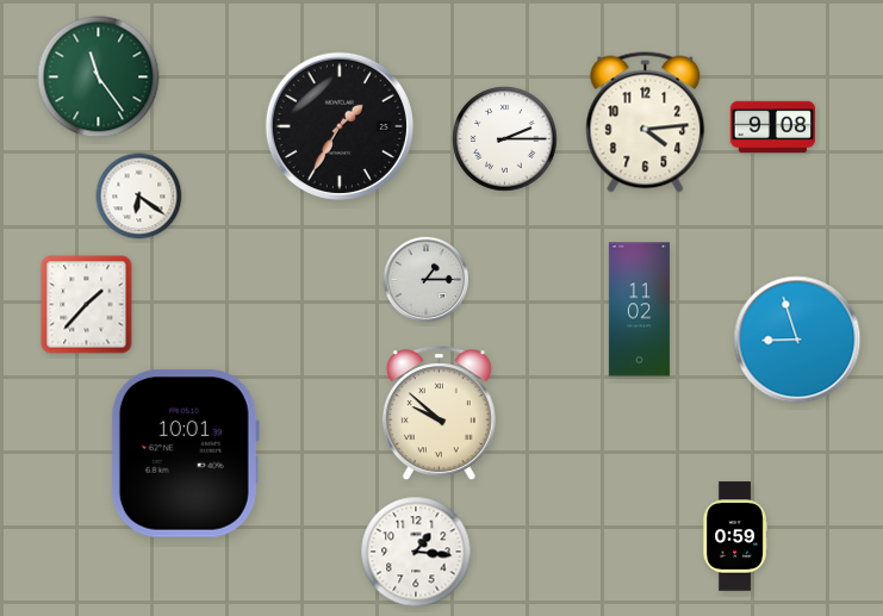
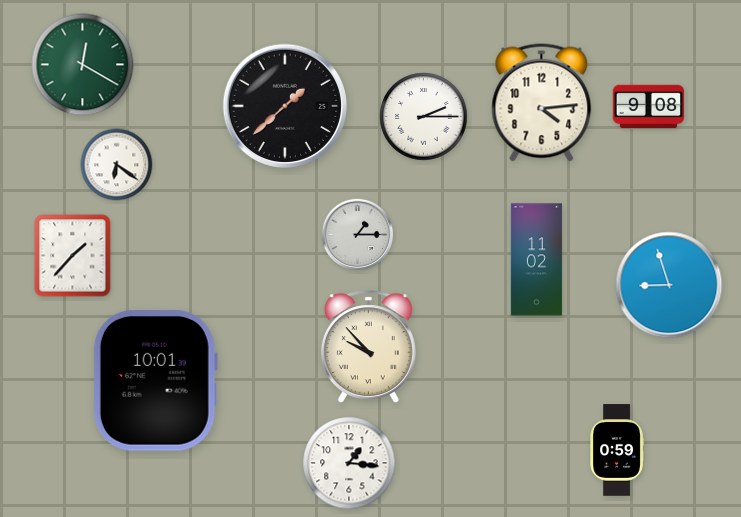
clock at (99, 77): 11:24 -> 12:20
clock at (340, 126): 1:35 -> 1:38
clock at (439, 413): 9:52 -> 9:53
